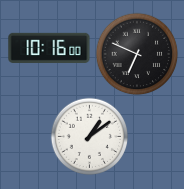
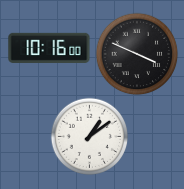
clock at (137, 54): 6:49 -> 3:49
